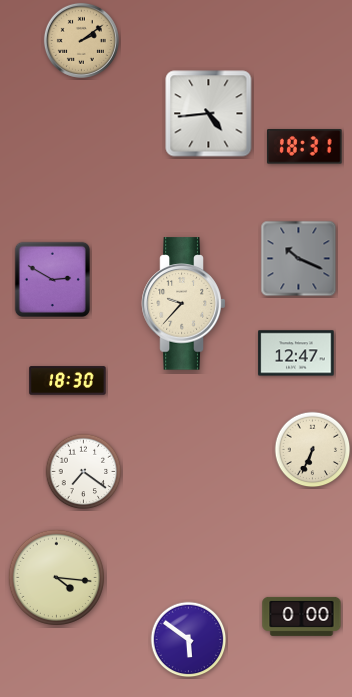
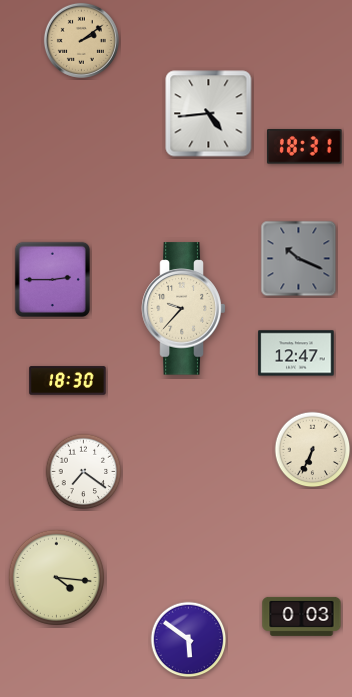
clock at (52, 279): 2:50 -> 2:45
clock at (184, 304) position: (184, 304) -> (184, 309)
clock at (302, 616): 0:00 -> 0:03
